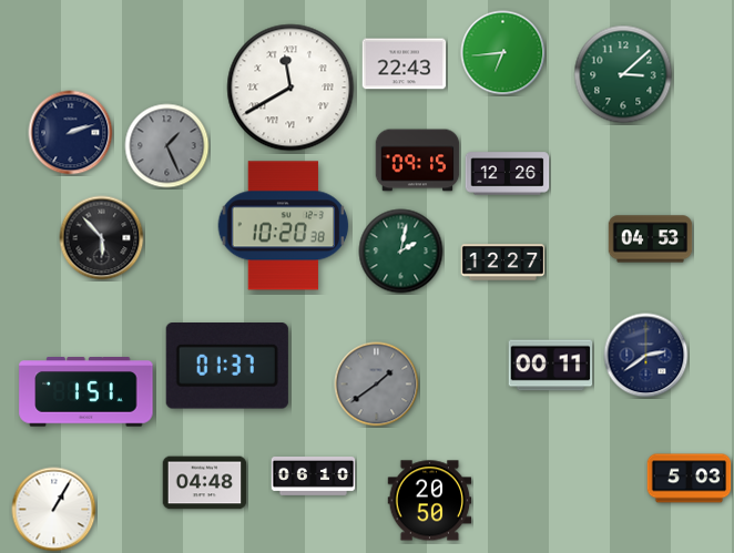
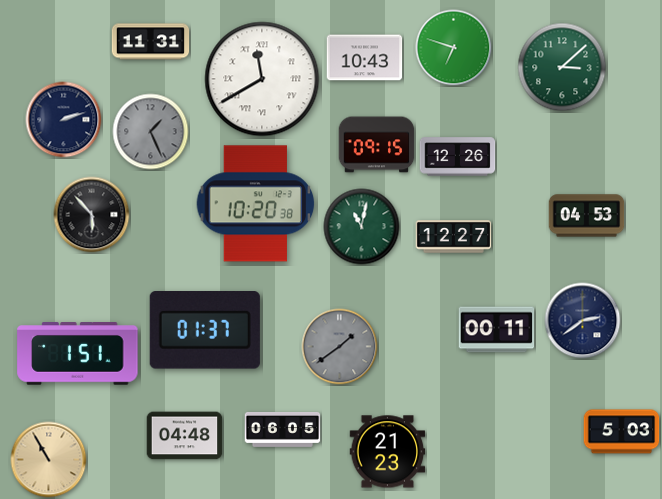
clock at (151, 42): none -> 11:31
clock at (503, 53): 6:44 -> 6:48
clock at (405, 64): 22:43 -> 10:43
clock at (401, 252): 2:02 -> 11:02
clock at (314, 477): 06:10 -> 06:05
clock at (430, 501): 20:50 -> 21:23
clock at (54, 510): 1:05 -> 10:55
clock at (54, 510) dial: white -> champagne
